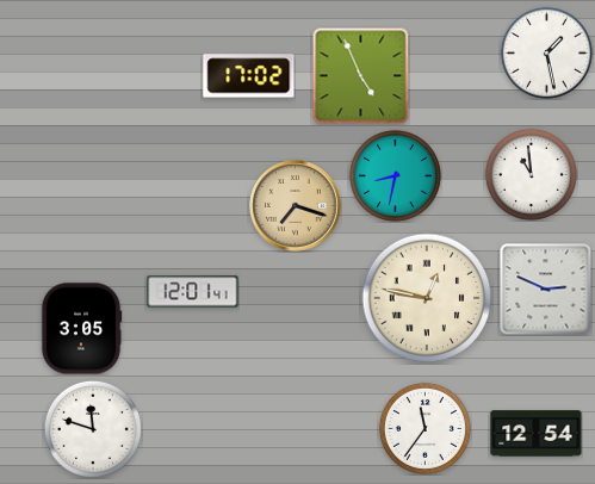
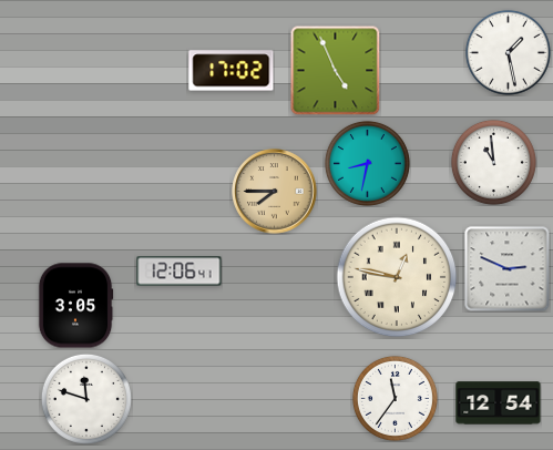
clock at (546, 52) position: (546, 52) -> (508, 52)
clock at (296, 206): 7:18 -> 7:45
clock at (193, 292): 12:01 -> 12:06
